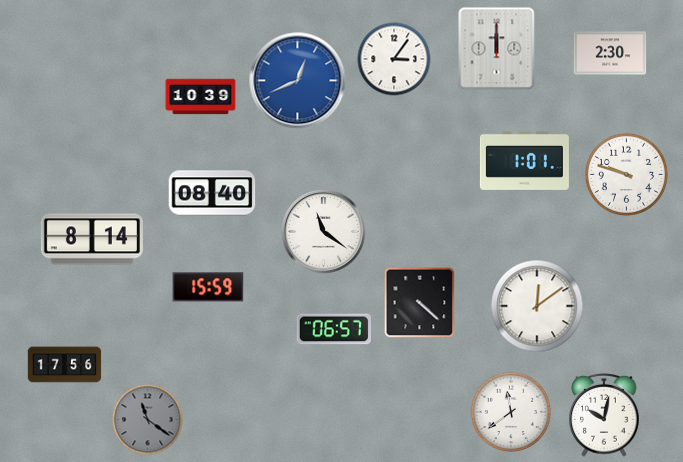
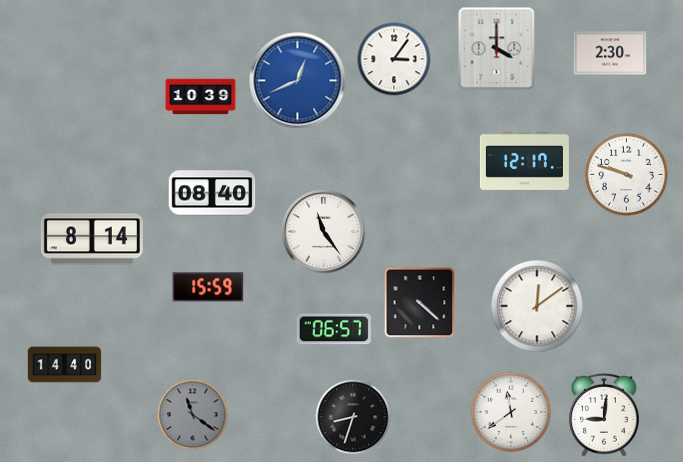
clock at (497, 49): 12:00 -> 4:00
clock at (524, 160): 1:01 -> 12:17
clock at (324, 232): 11:21 -> 11:24
clock at (65, 365): 17:56 -> 14:40
clock at (604, 416): 10:02 -> 9:01
clock at (353, 417): none -> 8:33
clock at (148, 420) position: (148, 420) -> (193, 415)
